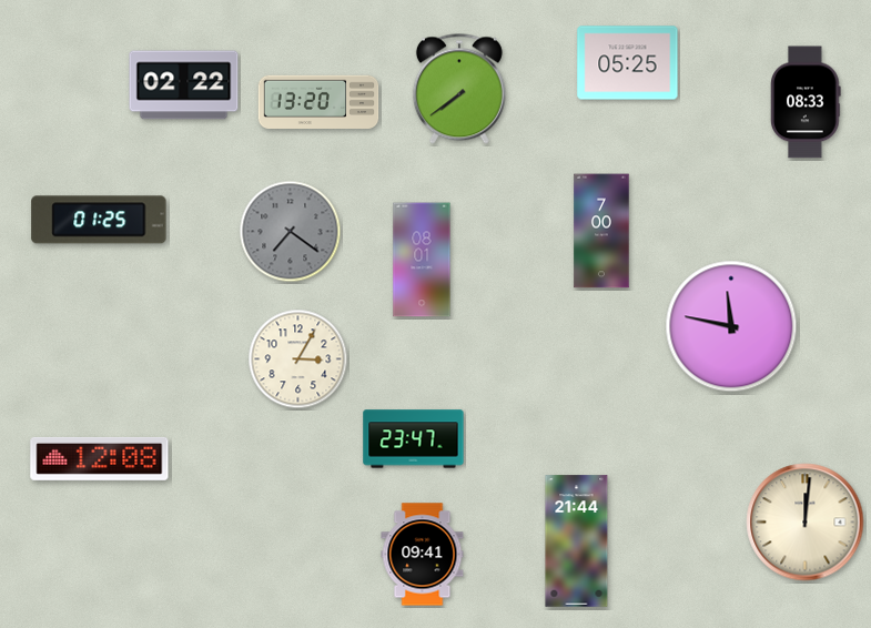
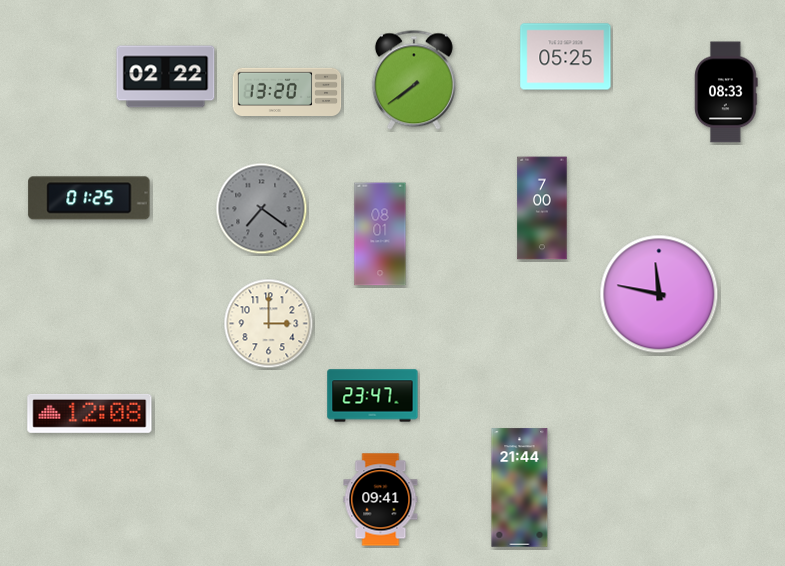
clock at (298, 359): 3:05 -> 3:00
clock at (806, 523): 12:01 -> none
